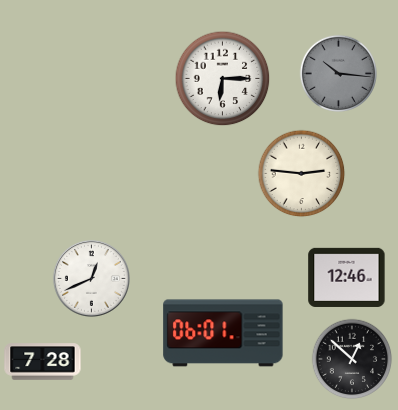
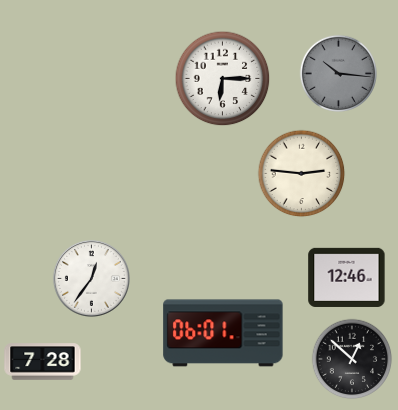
clock at (91, 278): 12:41 -> 12:36
